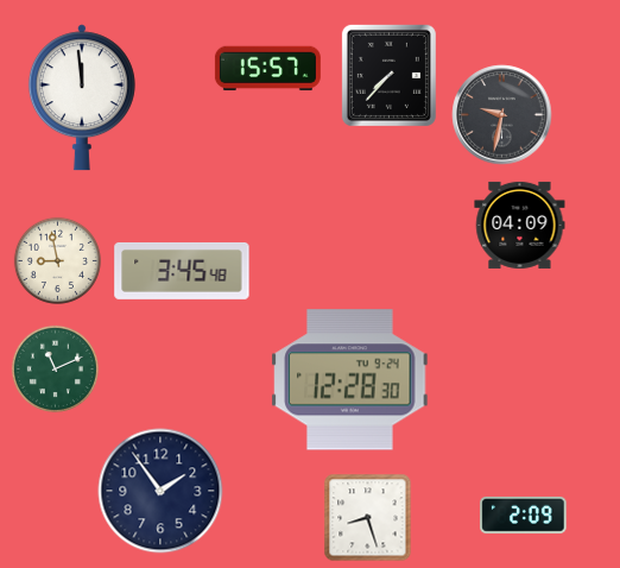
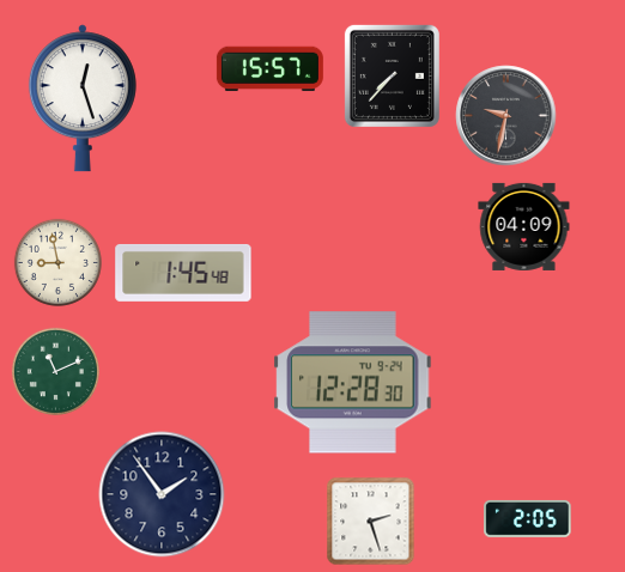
clock at (82, 97): 11:59 -> 12:27
clock at (182, 271): 3:45 -> 1:45
clock at (524, 515): 2:09 -> 2:05
clock at (368, 518): 8:27 -> 2:27
